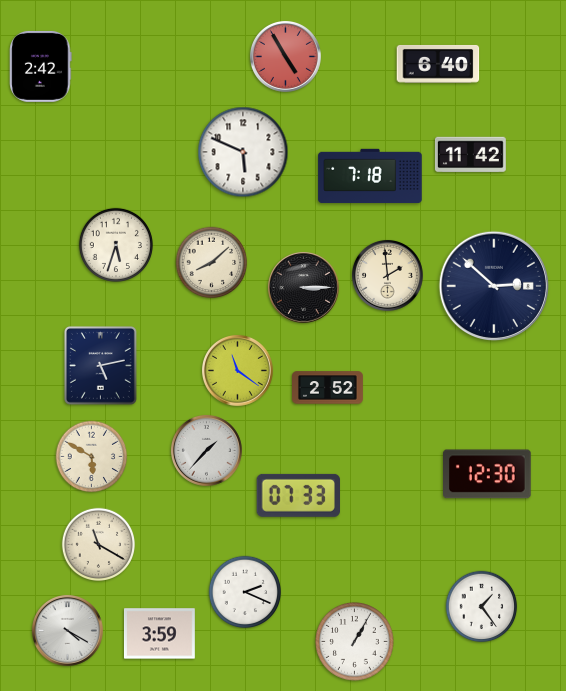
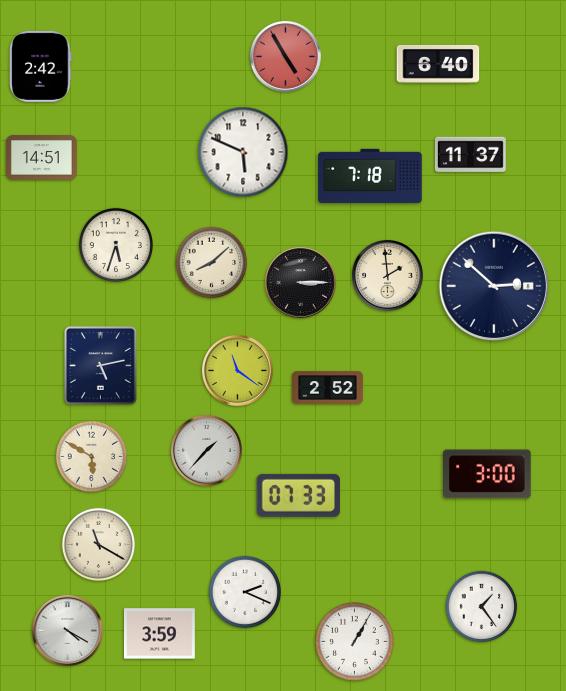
clock at (470, 155): 11:42 -> 11:37
clock at (41, 158): none -> 14:51
clock at (303, 287) position: (303, 287) -> (300, 282)
clock at (488, 474): 12:30 -> 3:00
